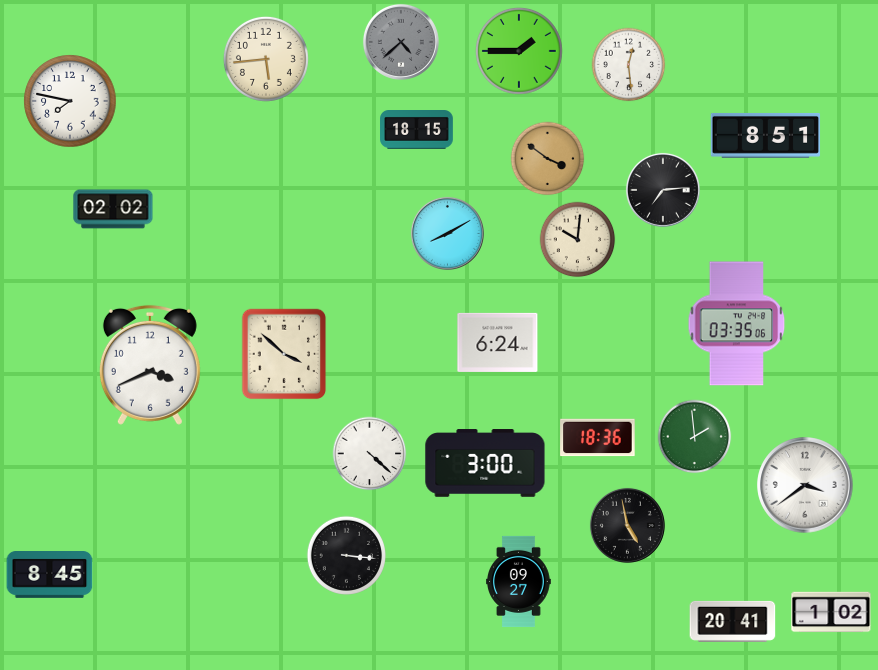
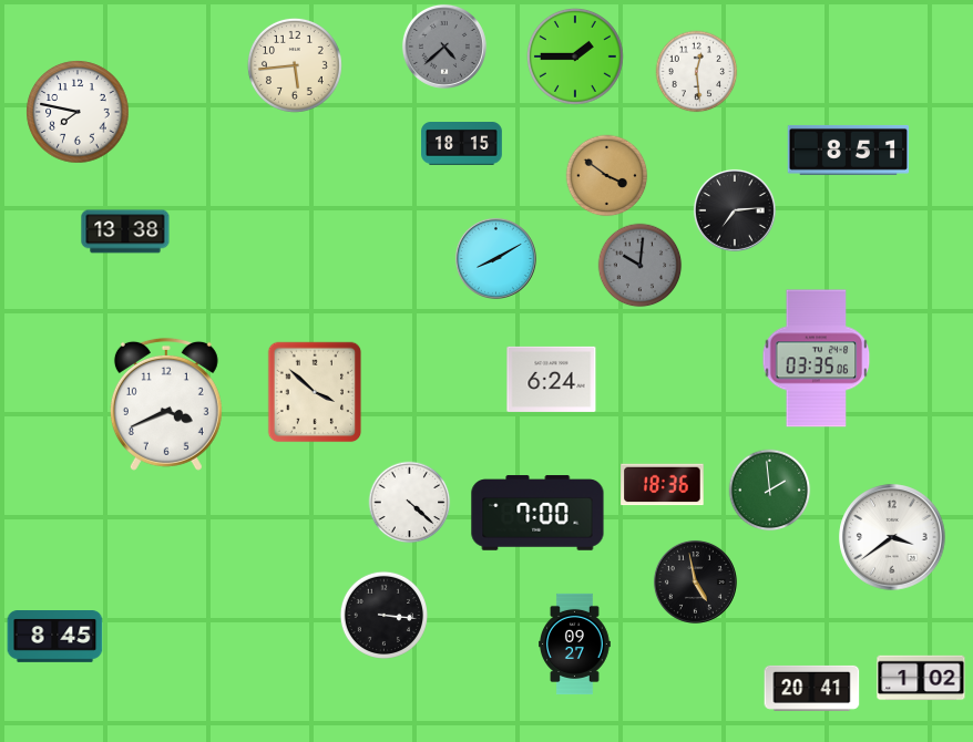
clock at (113, 209): 02:02 -> 13:38
clock at (578, 240) dial: cream -> grey
clock at (695, 437) position: (695, 437) -> (770, 491)
clock at (485, 463): 3:00 -> 7:00
